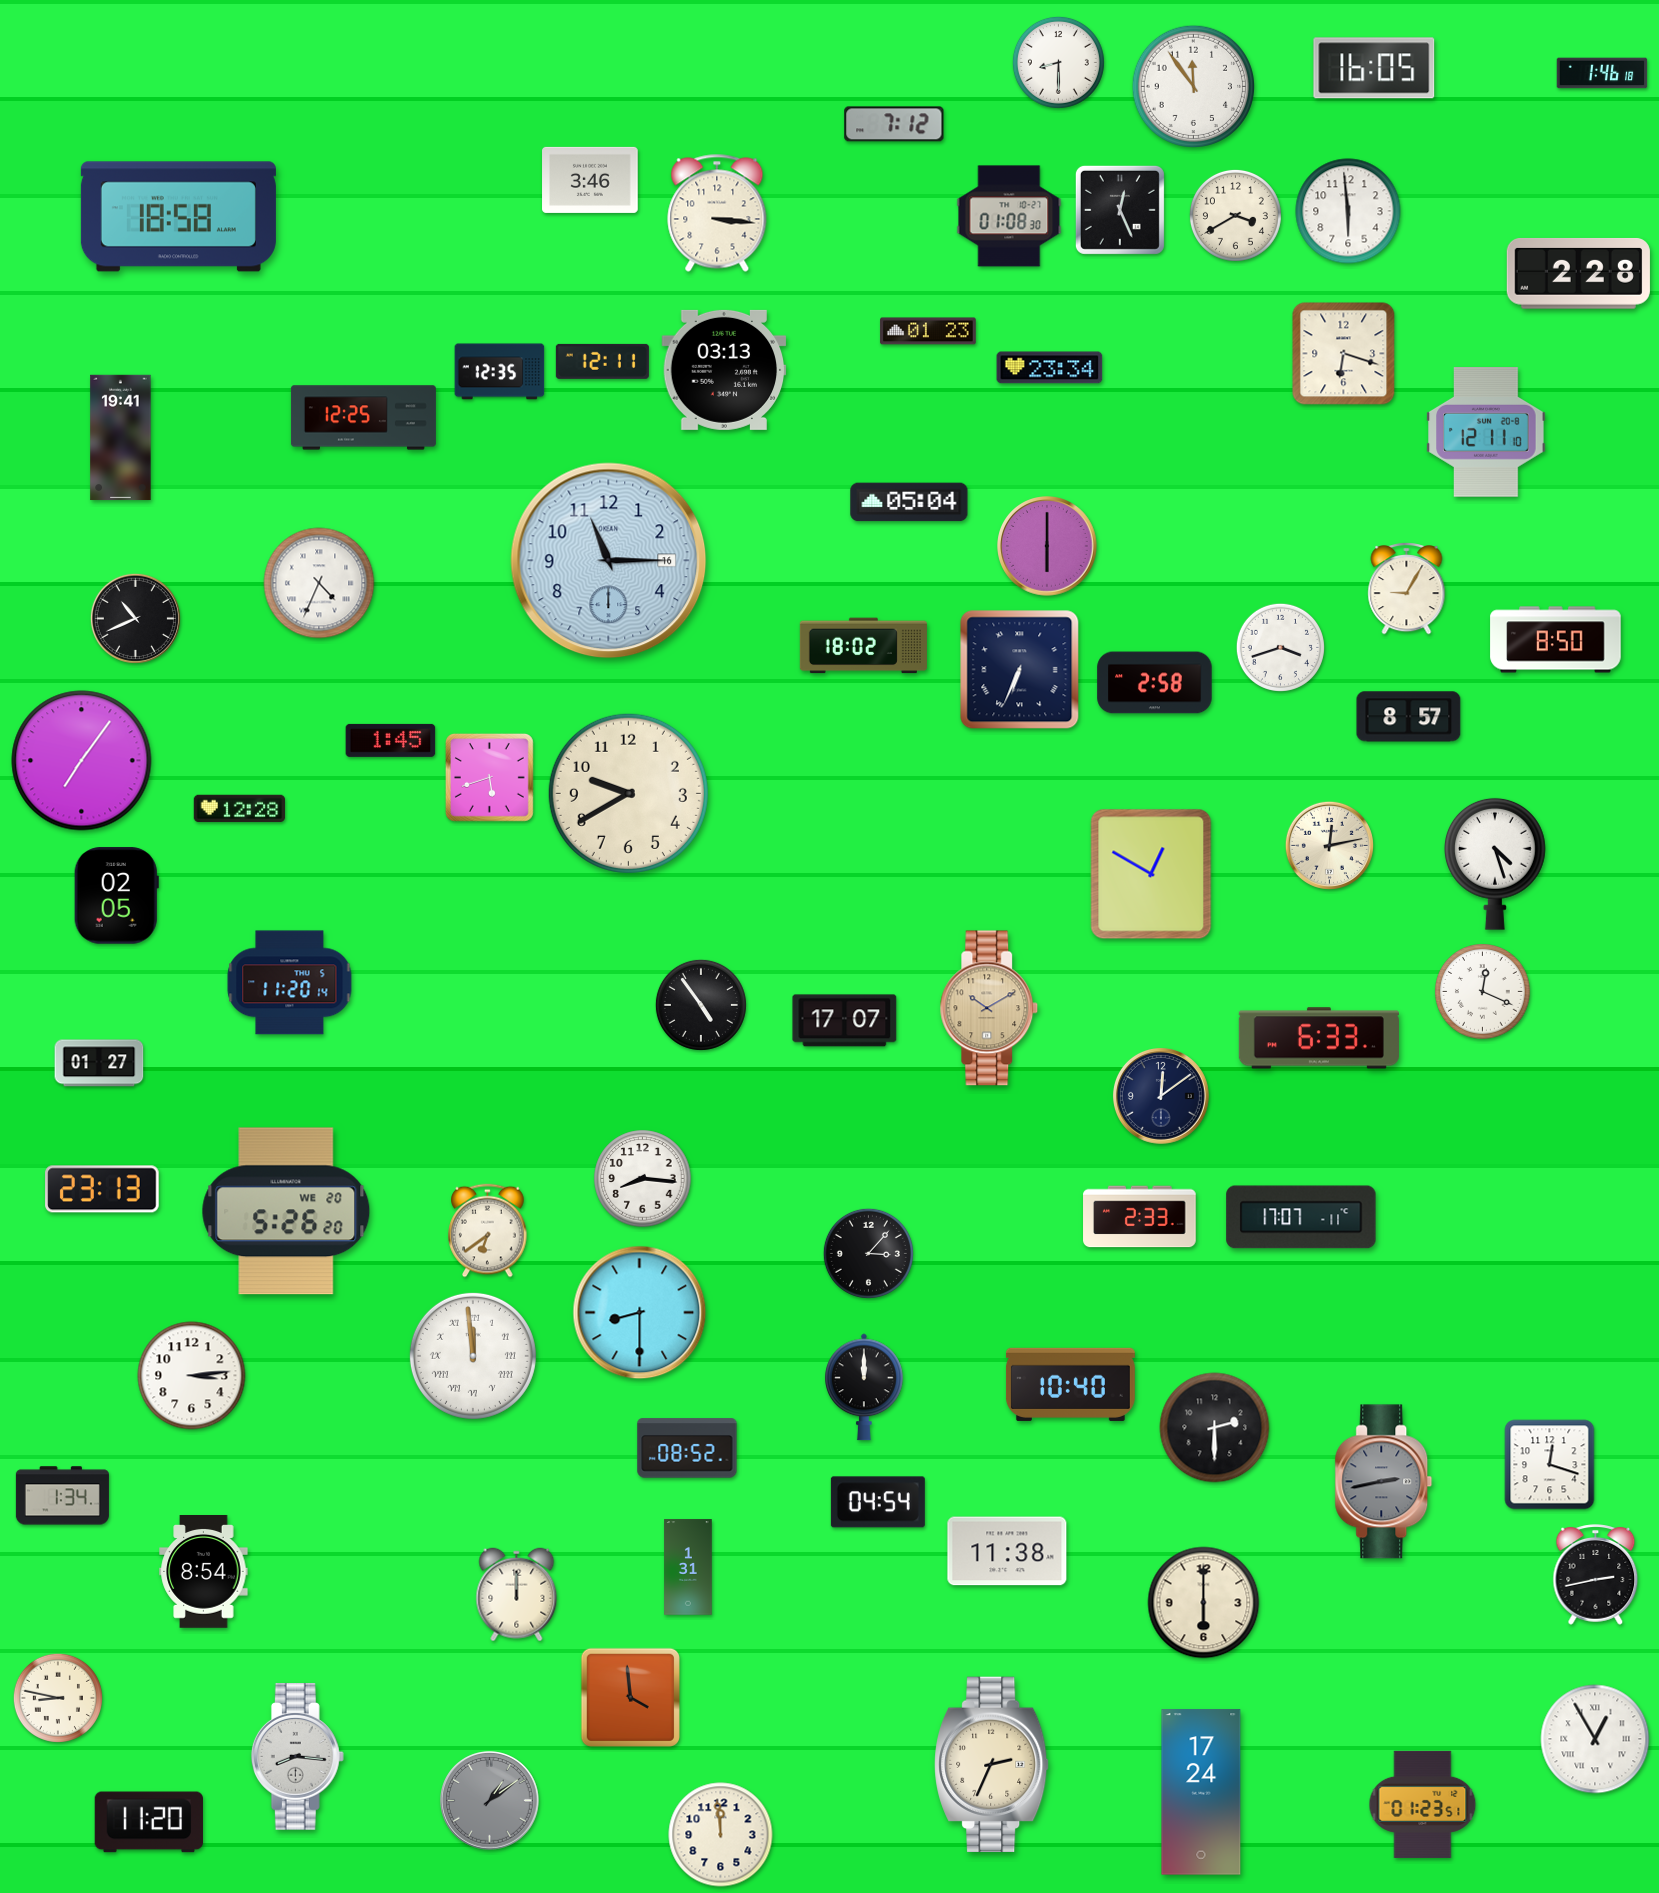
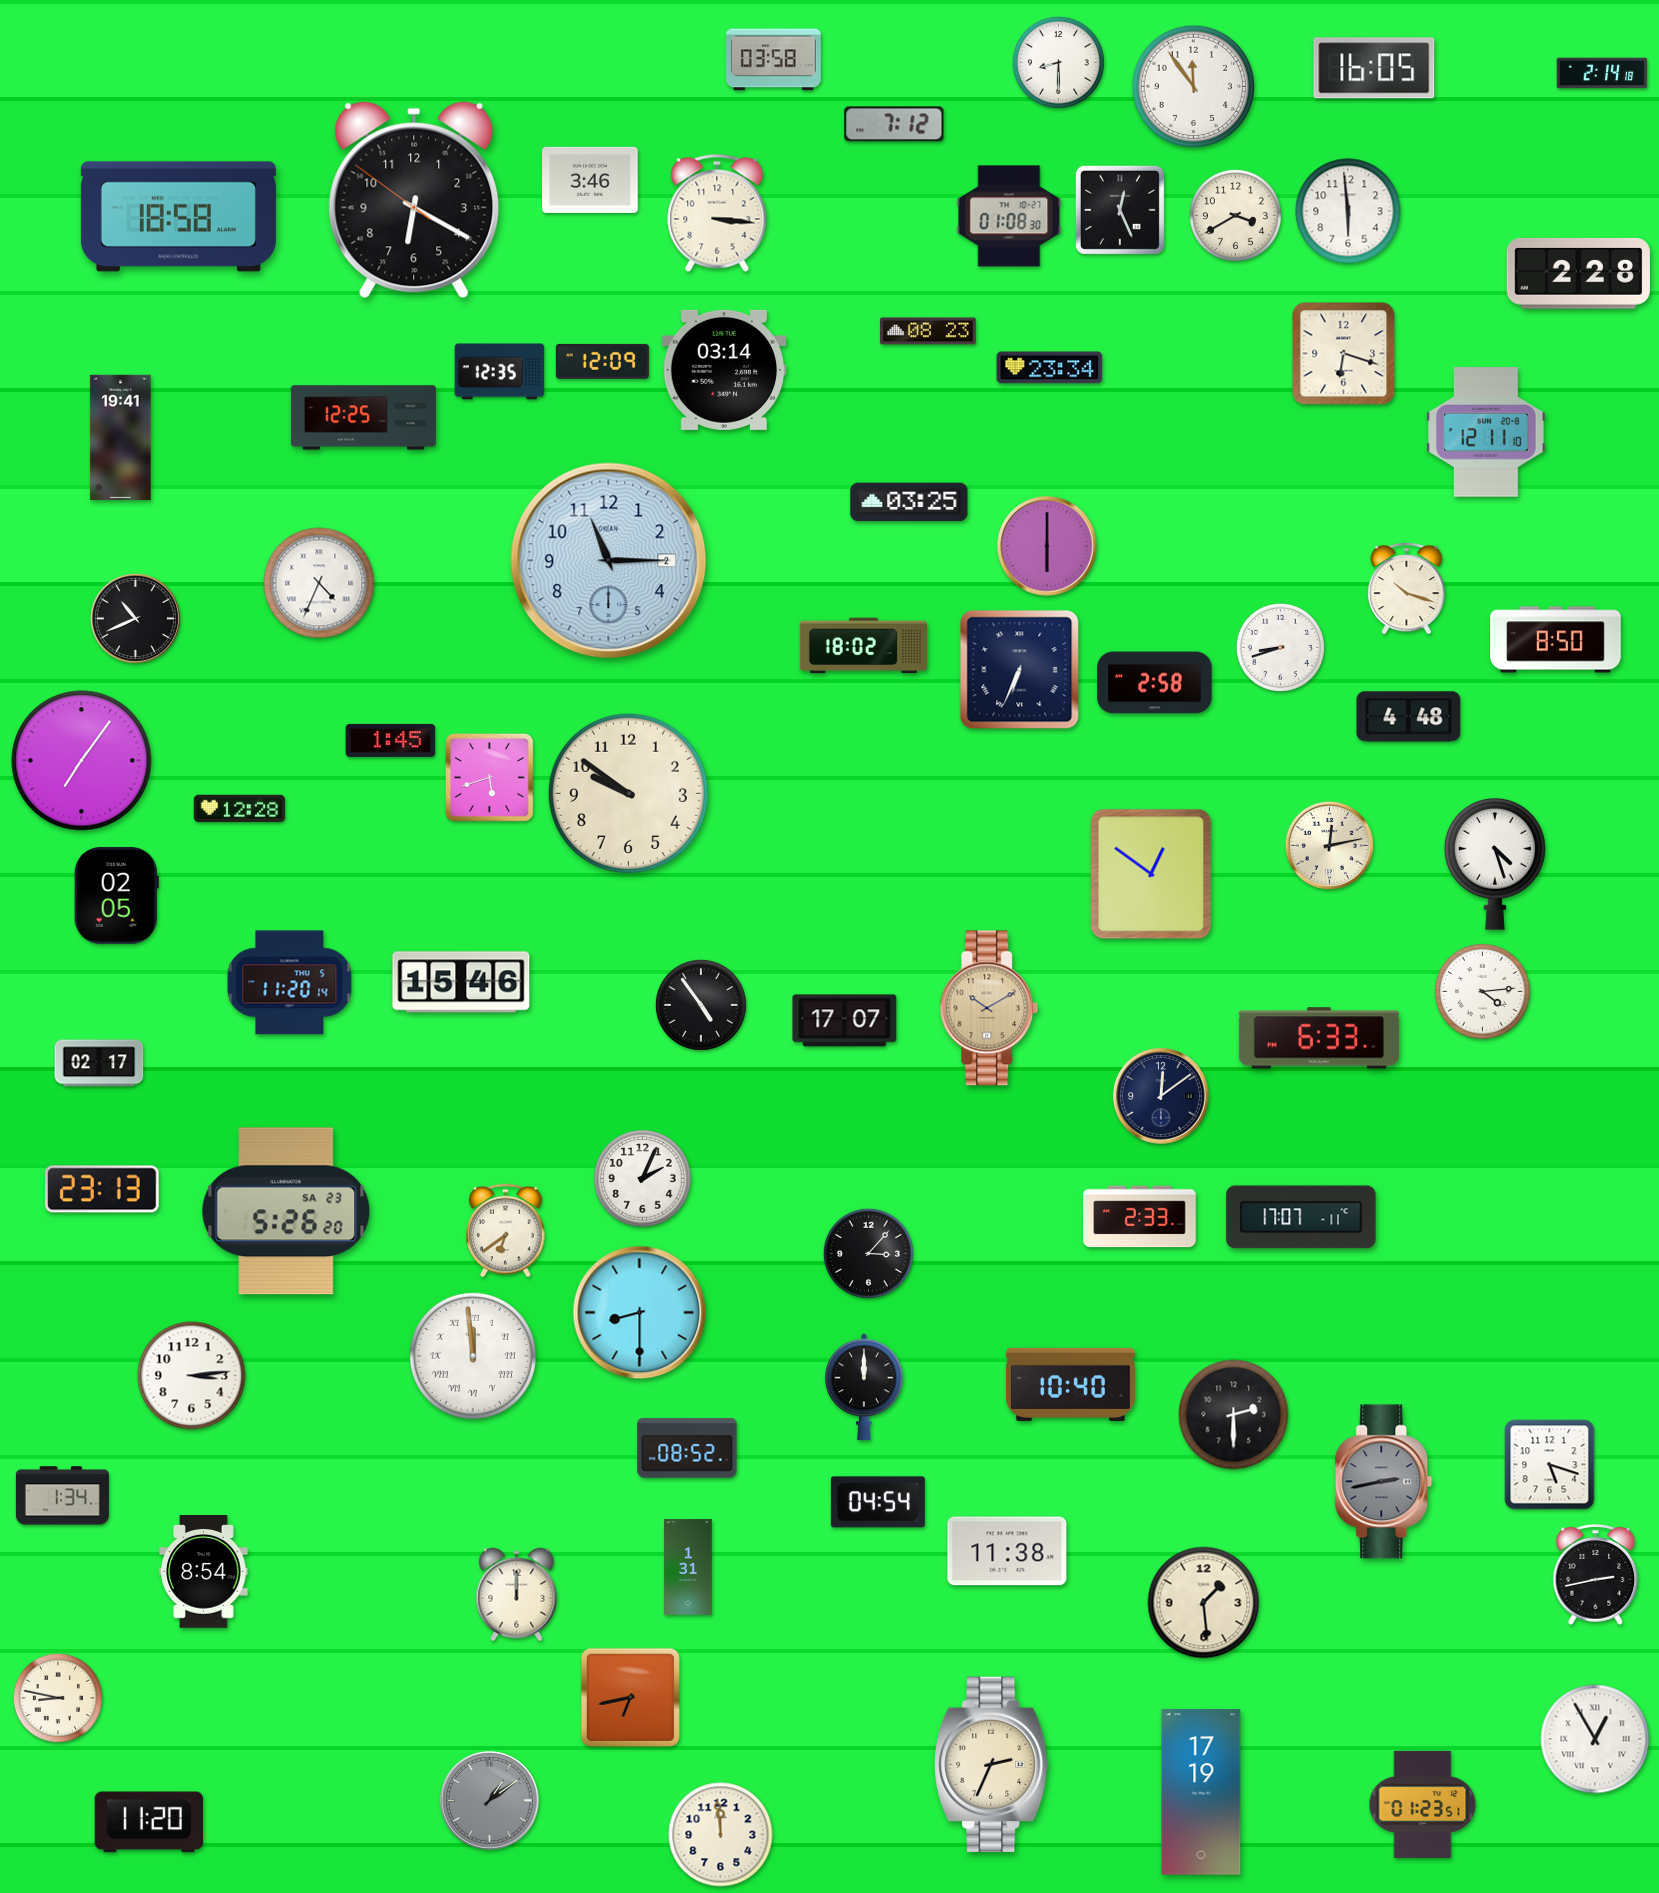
clock at (773, 60): none -> 03:58
clock at (1602, 73): 1:46 -> 2:14
clock at (414, 200): none -> 6:19
clock at (928, 331): 01:23 -> 08:23
clock at (602, 361): 12:11 -> 12:09
clock at (724, 370): 03:13 -> 03:14
clock at (909, 502): 05:04 -> 03:25
clock at (609, 561) date: 16 -> 2
clock at (1407, 589): 9:05 -> 10:18
clock at (1280, 647): 3:42 -> 8:42
clock at (1409, 717): 8:57 -> 4:48
clock at (628, 793): 9:40 -> 9:51
clock at (1151, 874): 12:50 -> 12:51
clock at (461, 982): none -> 15:46
clock at (1483, 992): 12:19 -> 4:14
clock at (99, 1063): 01:27 -> 02:17
clock at (643, 1179): 8:16 -> 2:04
clock at (286, 1211) date: WE 20 -> SA 23
clock at (488, 1231) position: (488, 1231) -> (506, 1231)
clock at (1215, 1428) position: (1215, 1428) -> (1234, 1415)
clock at (1550, 1465): 12:18 -> 5:18
clock at (1204, 1603): 6:00 -> 1:29
clock at (630, 1697): 3:59 -> 6:43
clock at (297, 1757): 8:16 -> none
clock at (1201, 1792): 17:24 -> 17:19
